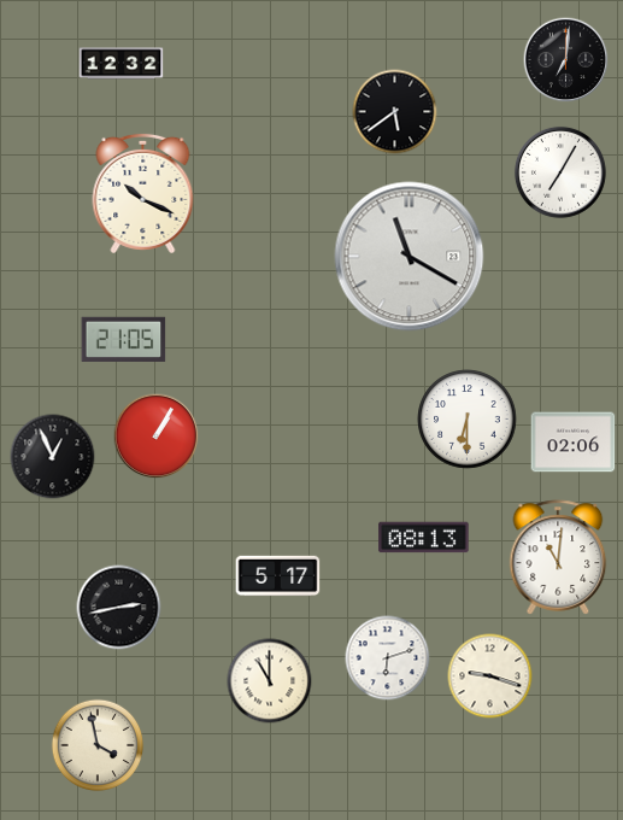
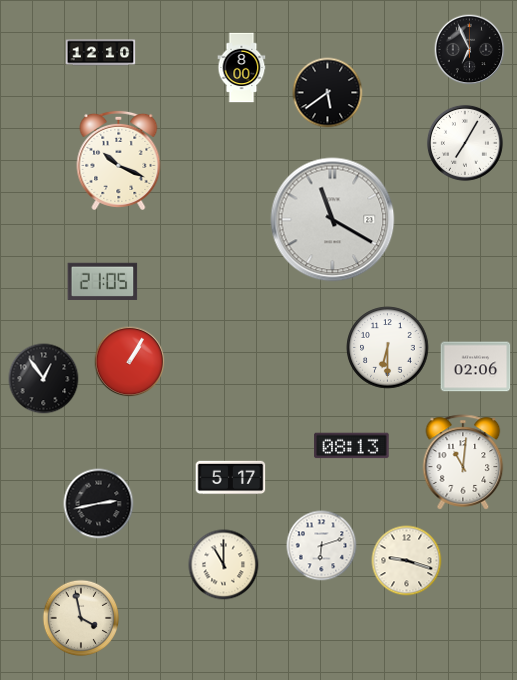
clock at (566, 60): 7:01 -> 6:56
clock at (122, 64): 12:32 -> 12:10
clock at (242, 68): none -> 8:00
clock at (410, 257) position: (410, 257) -> (333, 220)
clock at (53, 457): 12:56 -> 12:54
